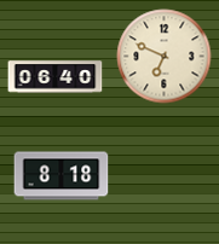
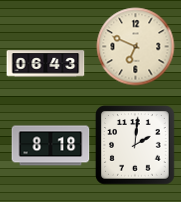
clock at (54, 77): 06:40 -> 06:43
clock at (135, 145): none -> 2:01
